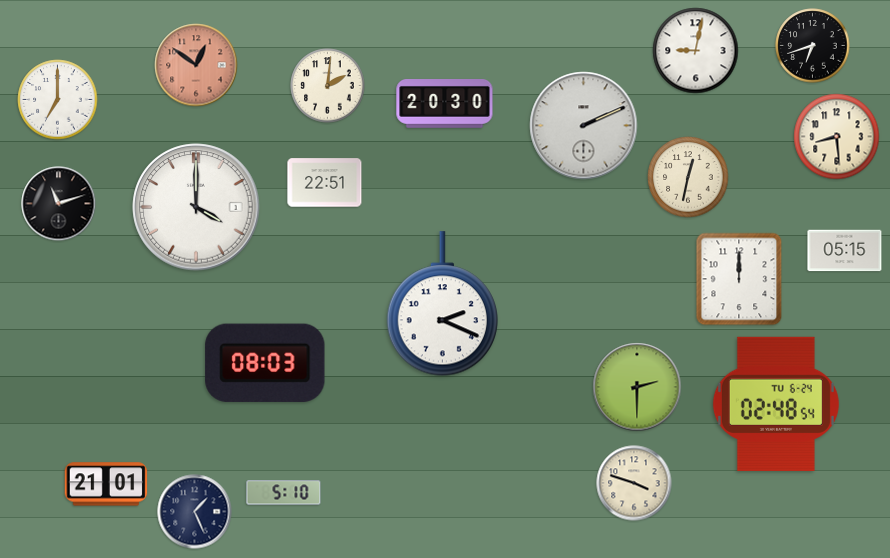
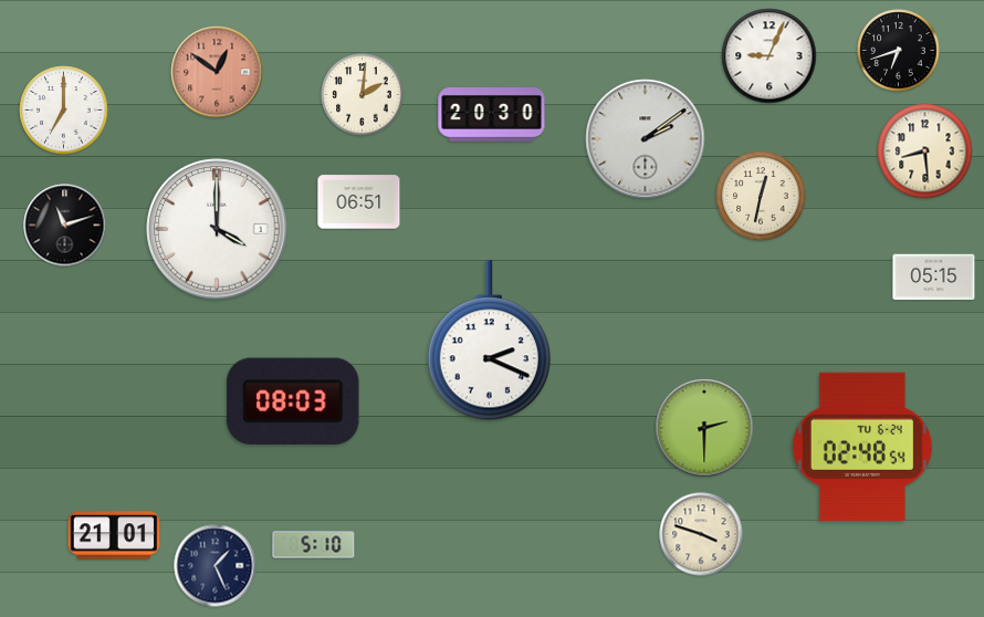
clock at (696, 51): 9:02 -> 9:04
clock at (584, 126): 2:11 -> 2:09
clock at (325, 183): 22:51 -> 06:51
clock at (739, 279): 12:00 -> none
clock at (442, 304) position: (442, 304) -> (489, 341)
clock at (776, 404) position: (776, 404) -> (862, 447)
clock at (106, 484) position: (106, 484) -> (114, 535)
